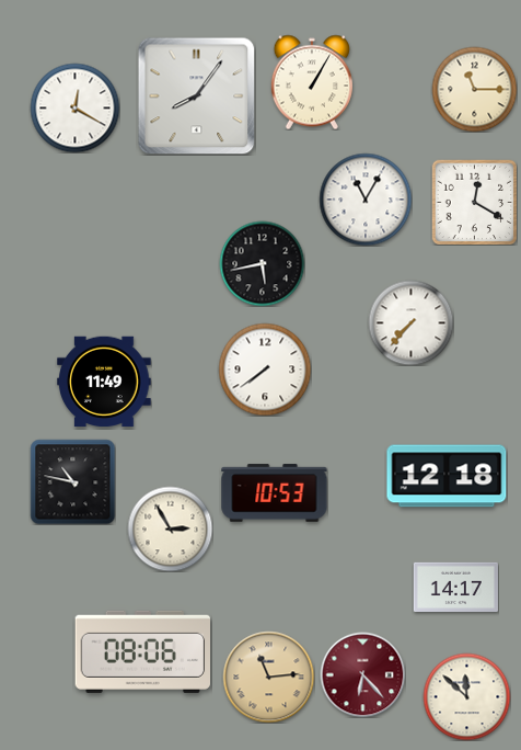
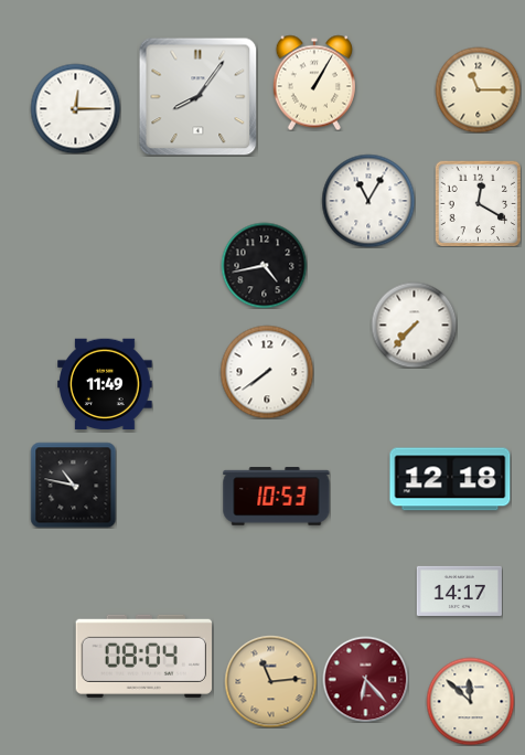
clock at (74, 107): 12:20 -> 12:15
clock at (262, 263): 5:43 -> 4:43
clock at (170, 529): 2:55 -> none
clock at (142, 651): 08:06 -> 08:04
